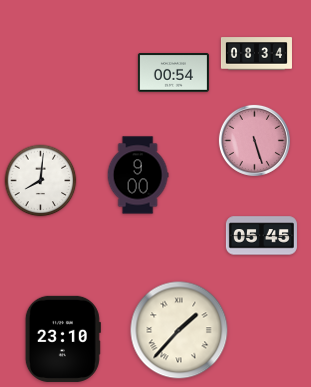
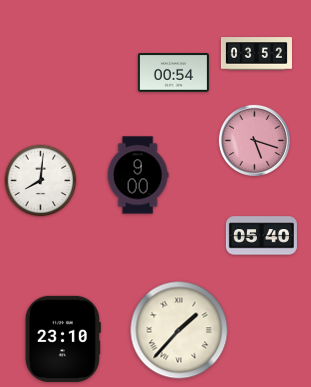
clock at (256, 54): 08:34 -> 03:52
clock at (254, 140): 5:27 -> 5:18
clock at (261, 236): 05:45 -> 05:40
